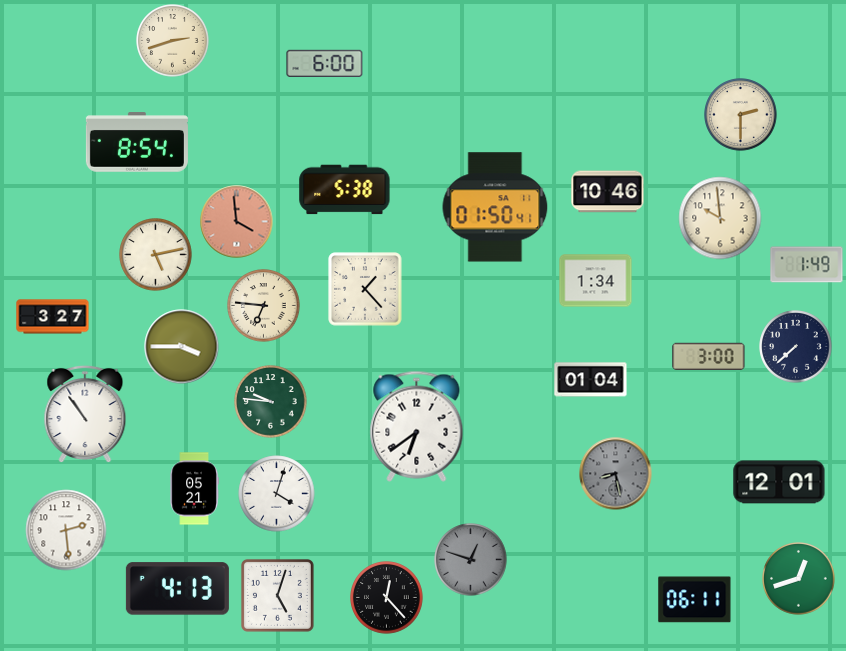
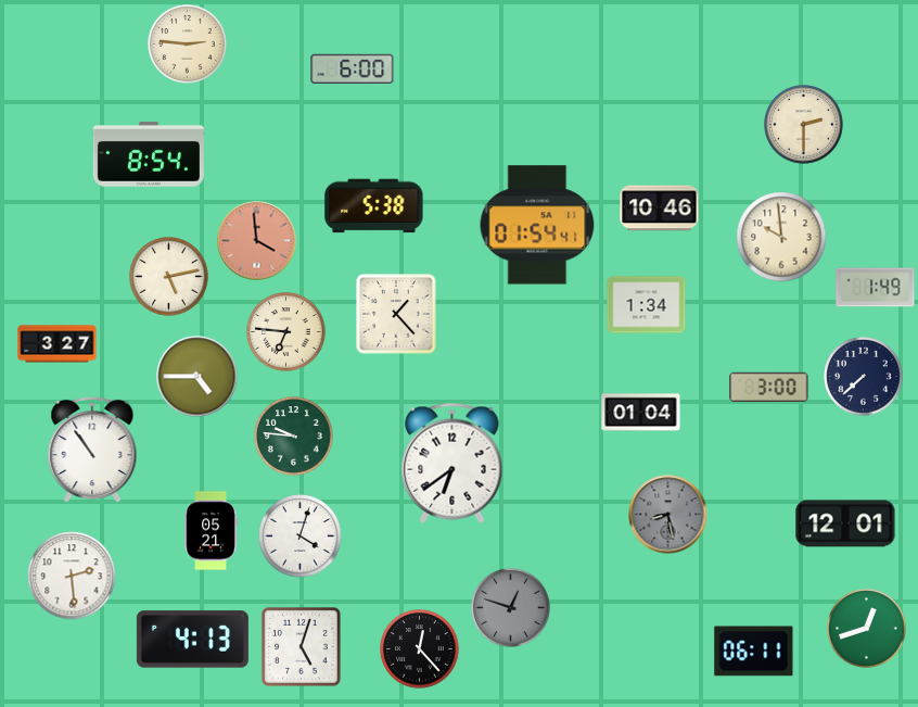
clock at (173, 41): 2:42 -> 2:46
clock at (495, 207): 01:50 -> 01:54
clock at (182, 347): 3:45 -> 4:45
